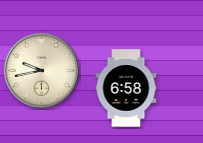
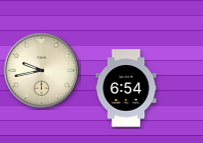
clock at (126, 88): 6:58 -> 6:54
